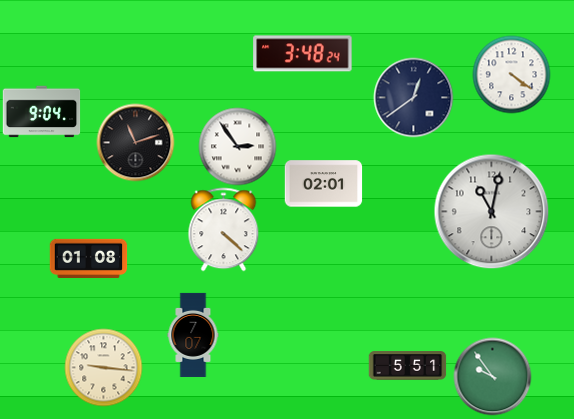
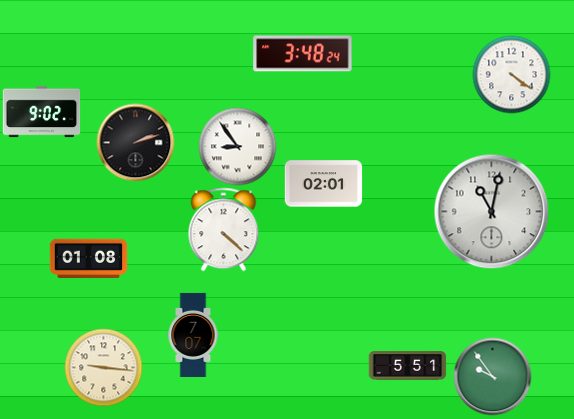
clock at (413, 97): 12:39 -> none
clock at (41, 112): 9:04 -> 9:02
clock at (135, 142): 11:12 -> 2:12
clock at (237, 146): 2:54 -> 8:54
